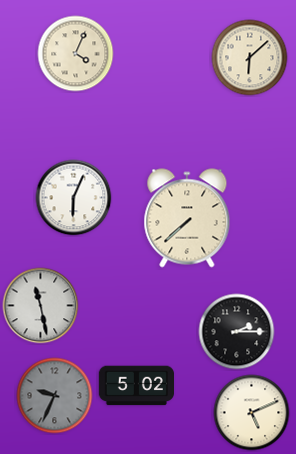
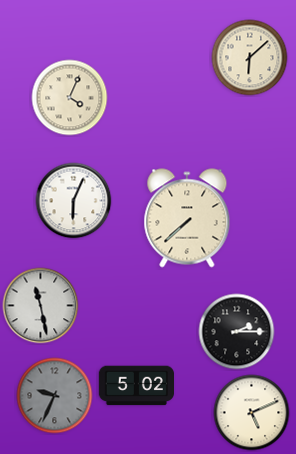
clock at (76, 54) position: (76, 54) -> (70, 98)
clock at (74, 198) position: (74, 198) -> (74, 201)
